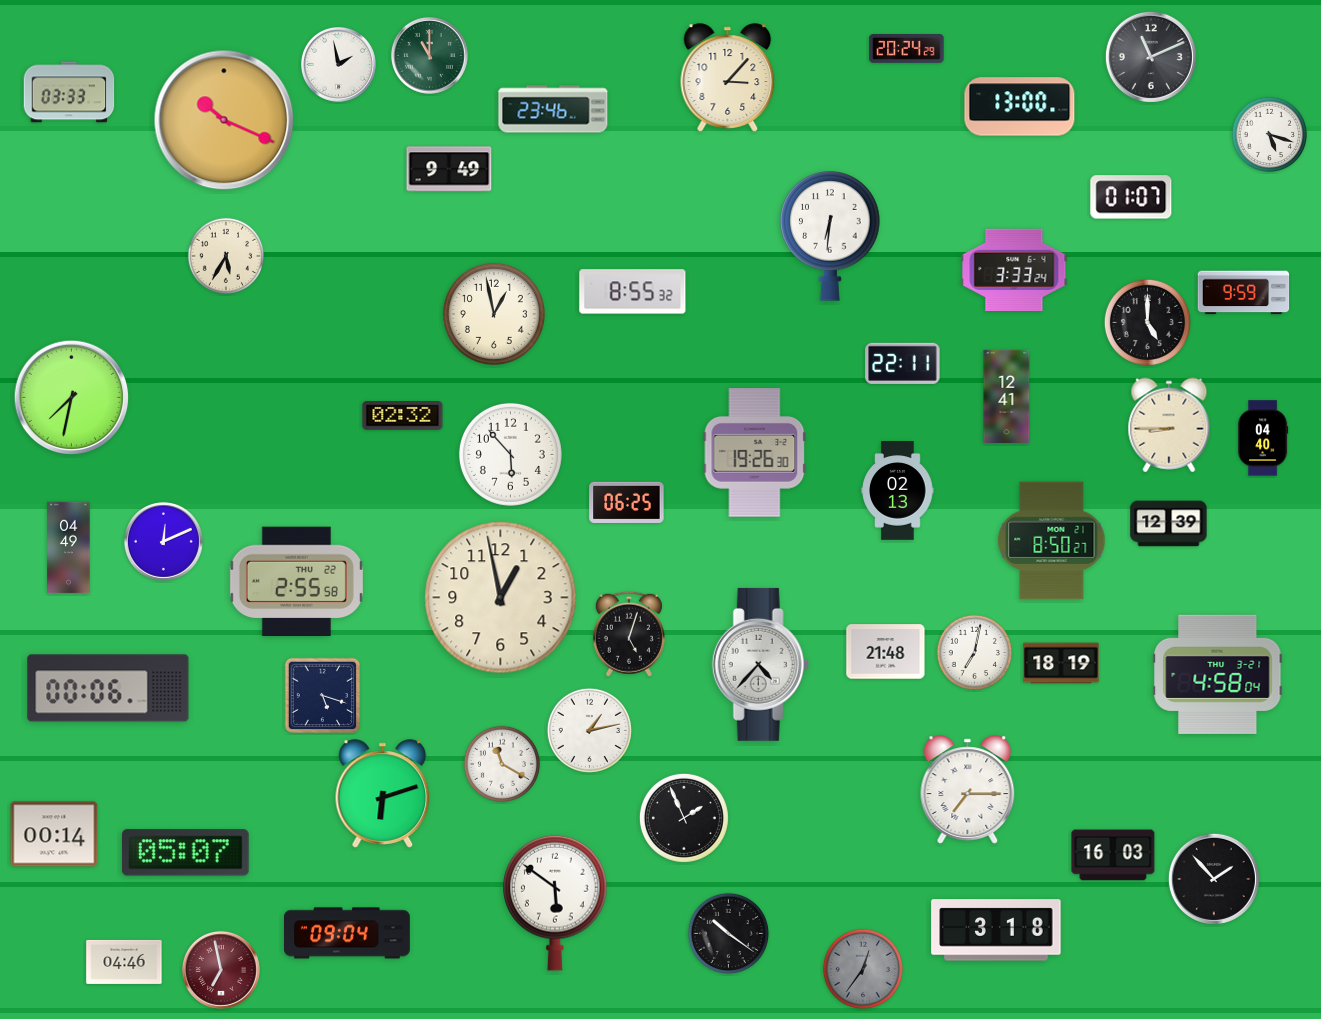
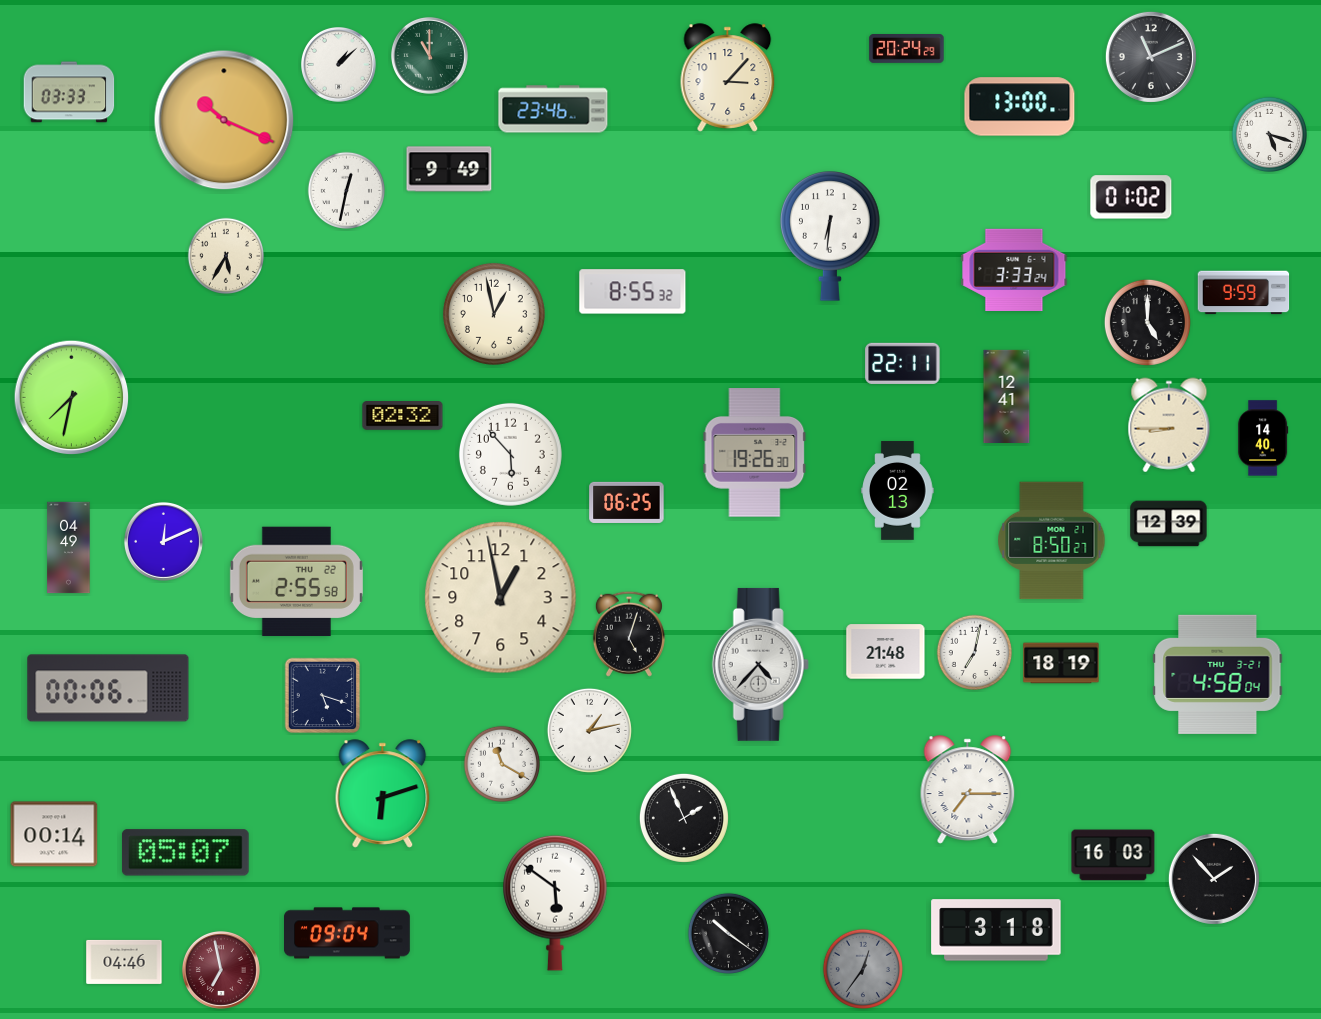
clock at (339, 65): 1:58 -> 1:08
clock at (346, 190): none -> 12:32
clock at (1131, 197): 01:07 -> 01:02
clock at (1263, 438): 04:40 -> 14:40
